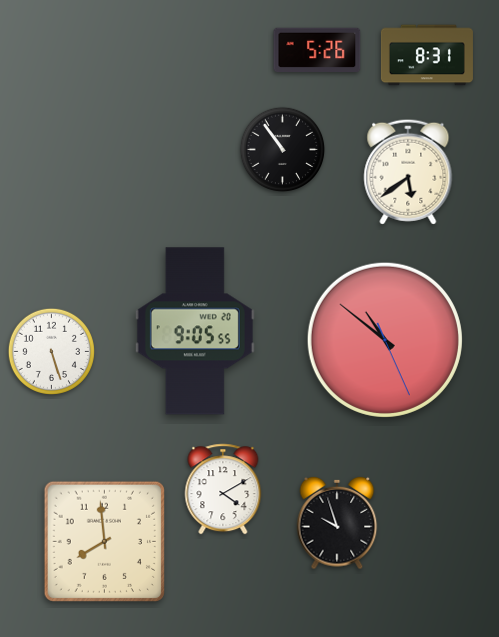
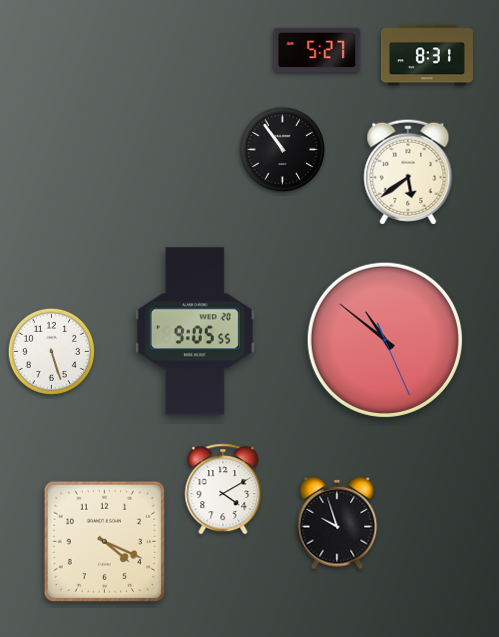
clock at (317, 50): 5:26 -> 5:27
clock at (104, 541): 7:59 -> 4:19
